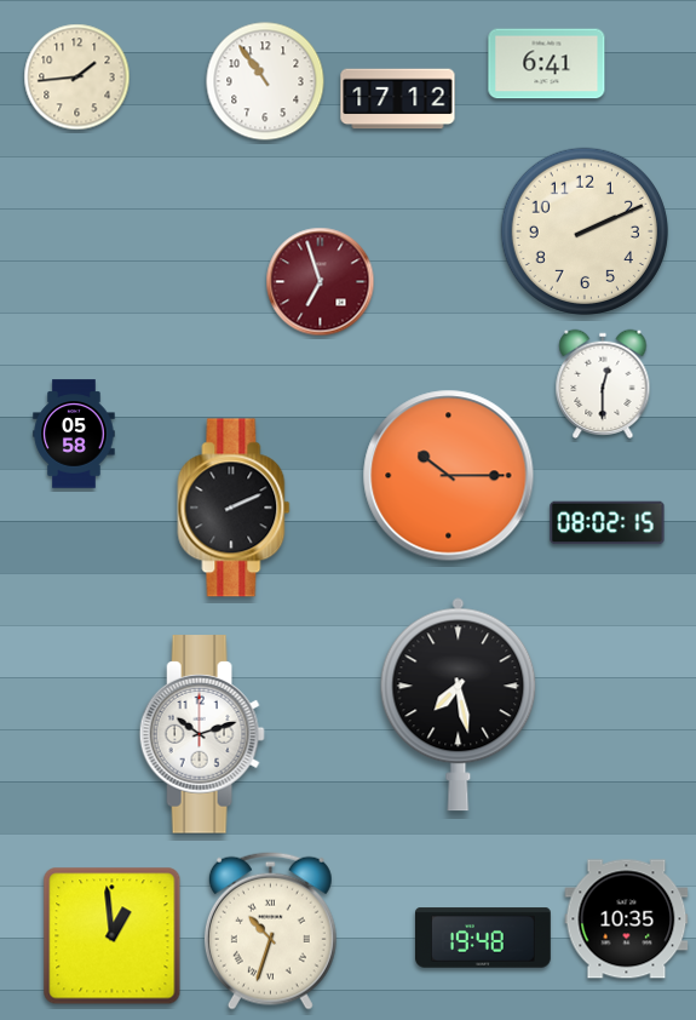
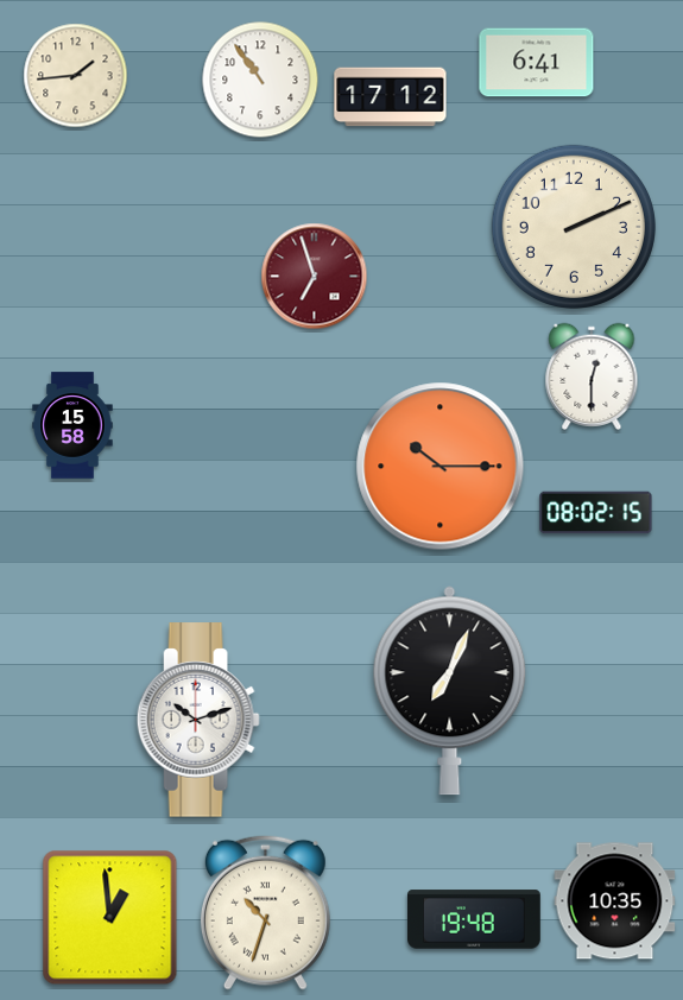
clock at (74, 434): 05:58 -> 15:58
clock at (234, 508): 2:11 -> none
clock at (459, 705): 7:28 -> 7:04
